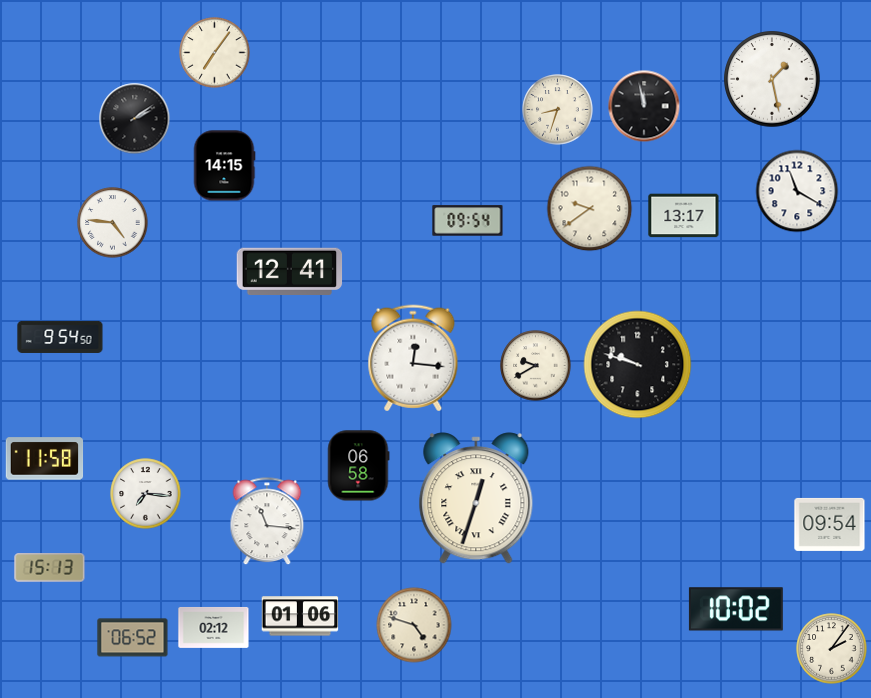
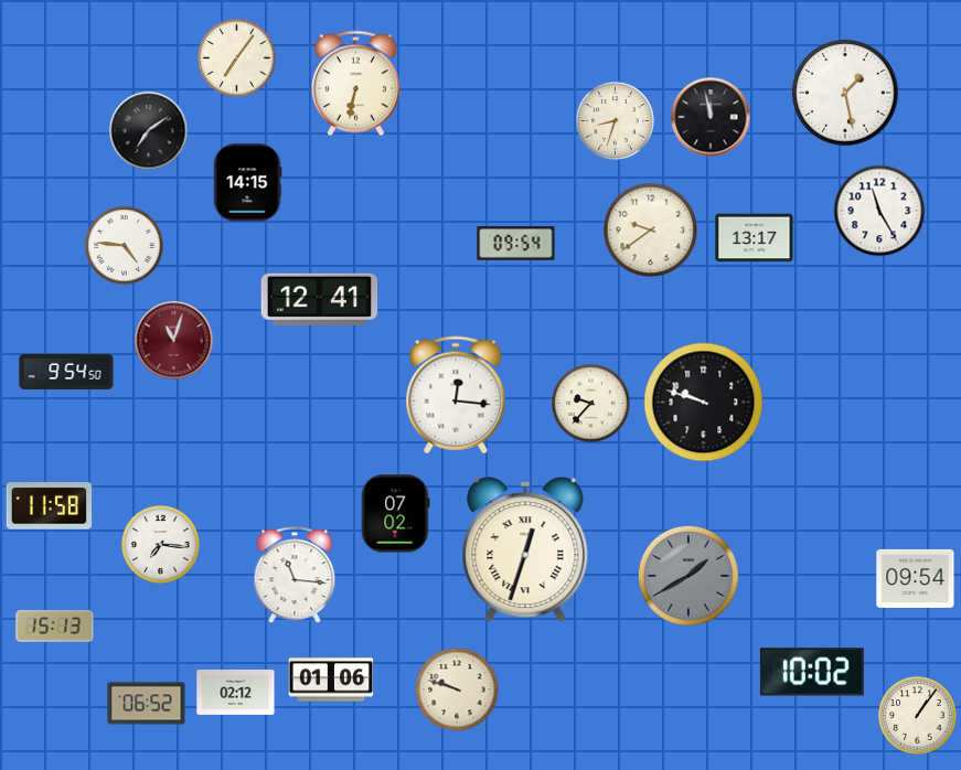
clock at (355, 84): none -> 6:32
clock at (772, 79) position: (772, 79) -> (845, 93)
clock at (135, 119): 2:09 -> 7:09
clock at (797, 191): 11:20 -> 11:25
clock at (174, 341): none -> 11:03
clock at (536, 366): 9:40 -> 9:37
clock at (359, 466): 06:58 -> 07:02
clock at (688, 576): none -> 1:40
clock at (414, 625): 4:48 -> 9:48
clock at (832, 649): 2:06 -> 1:06
